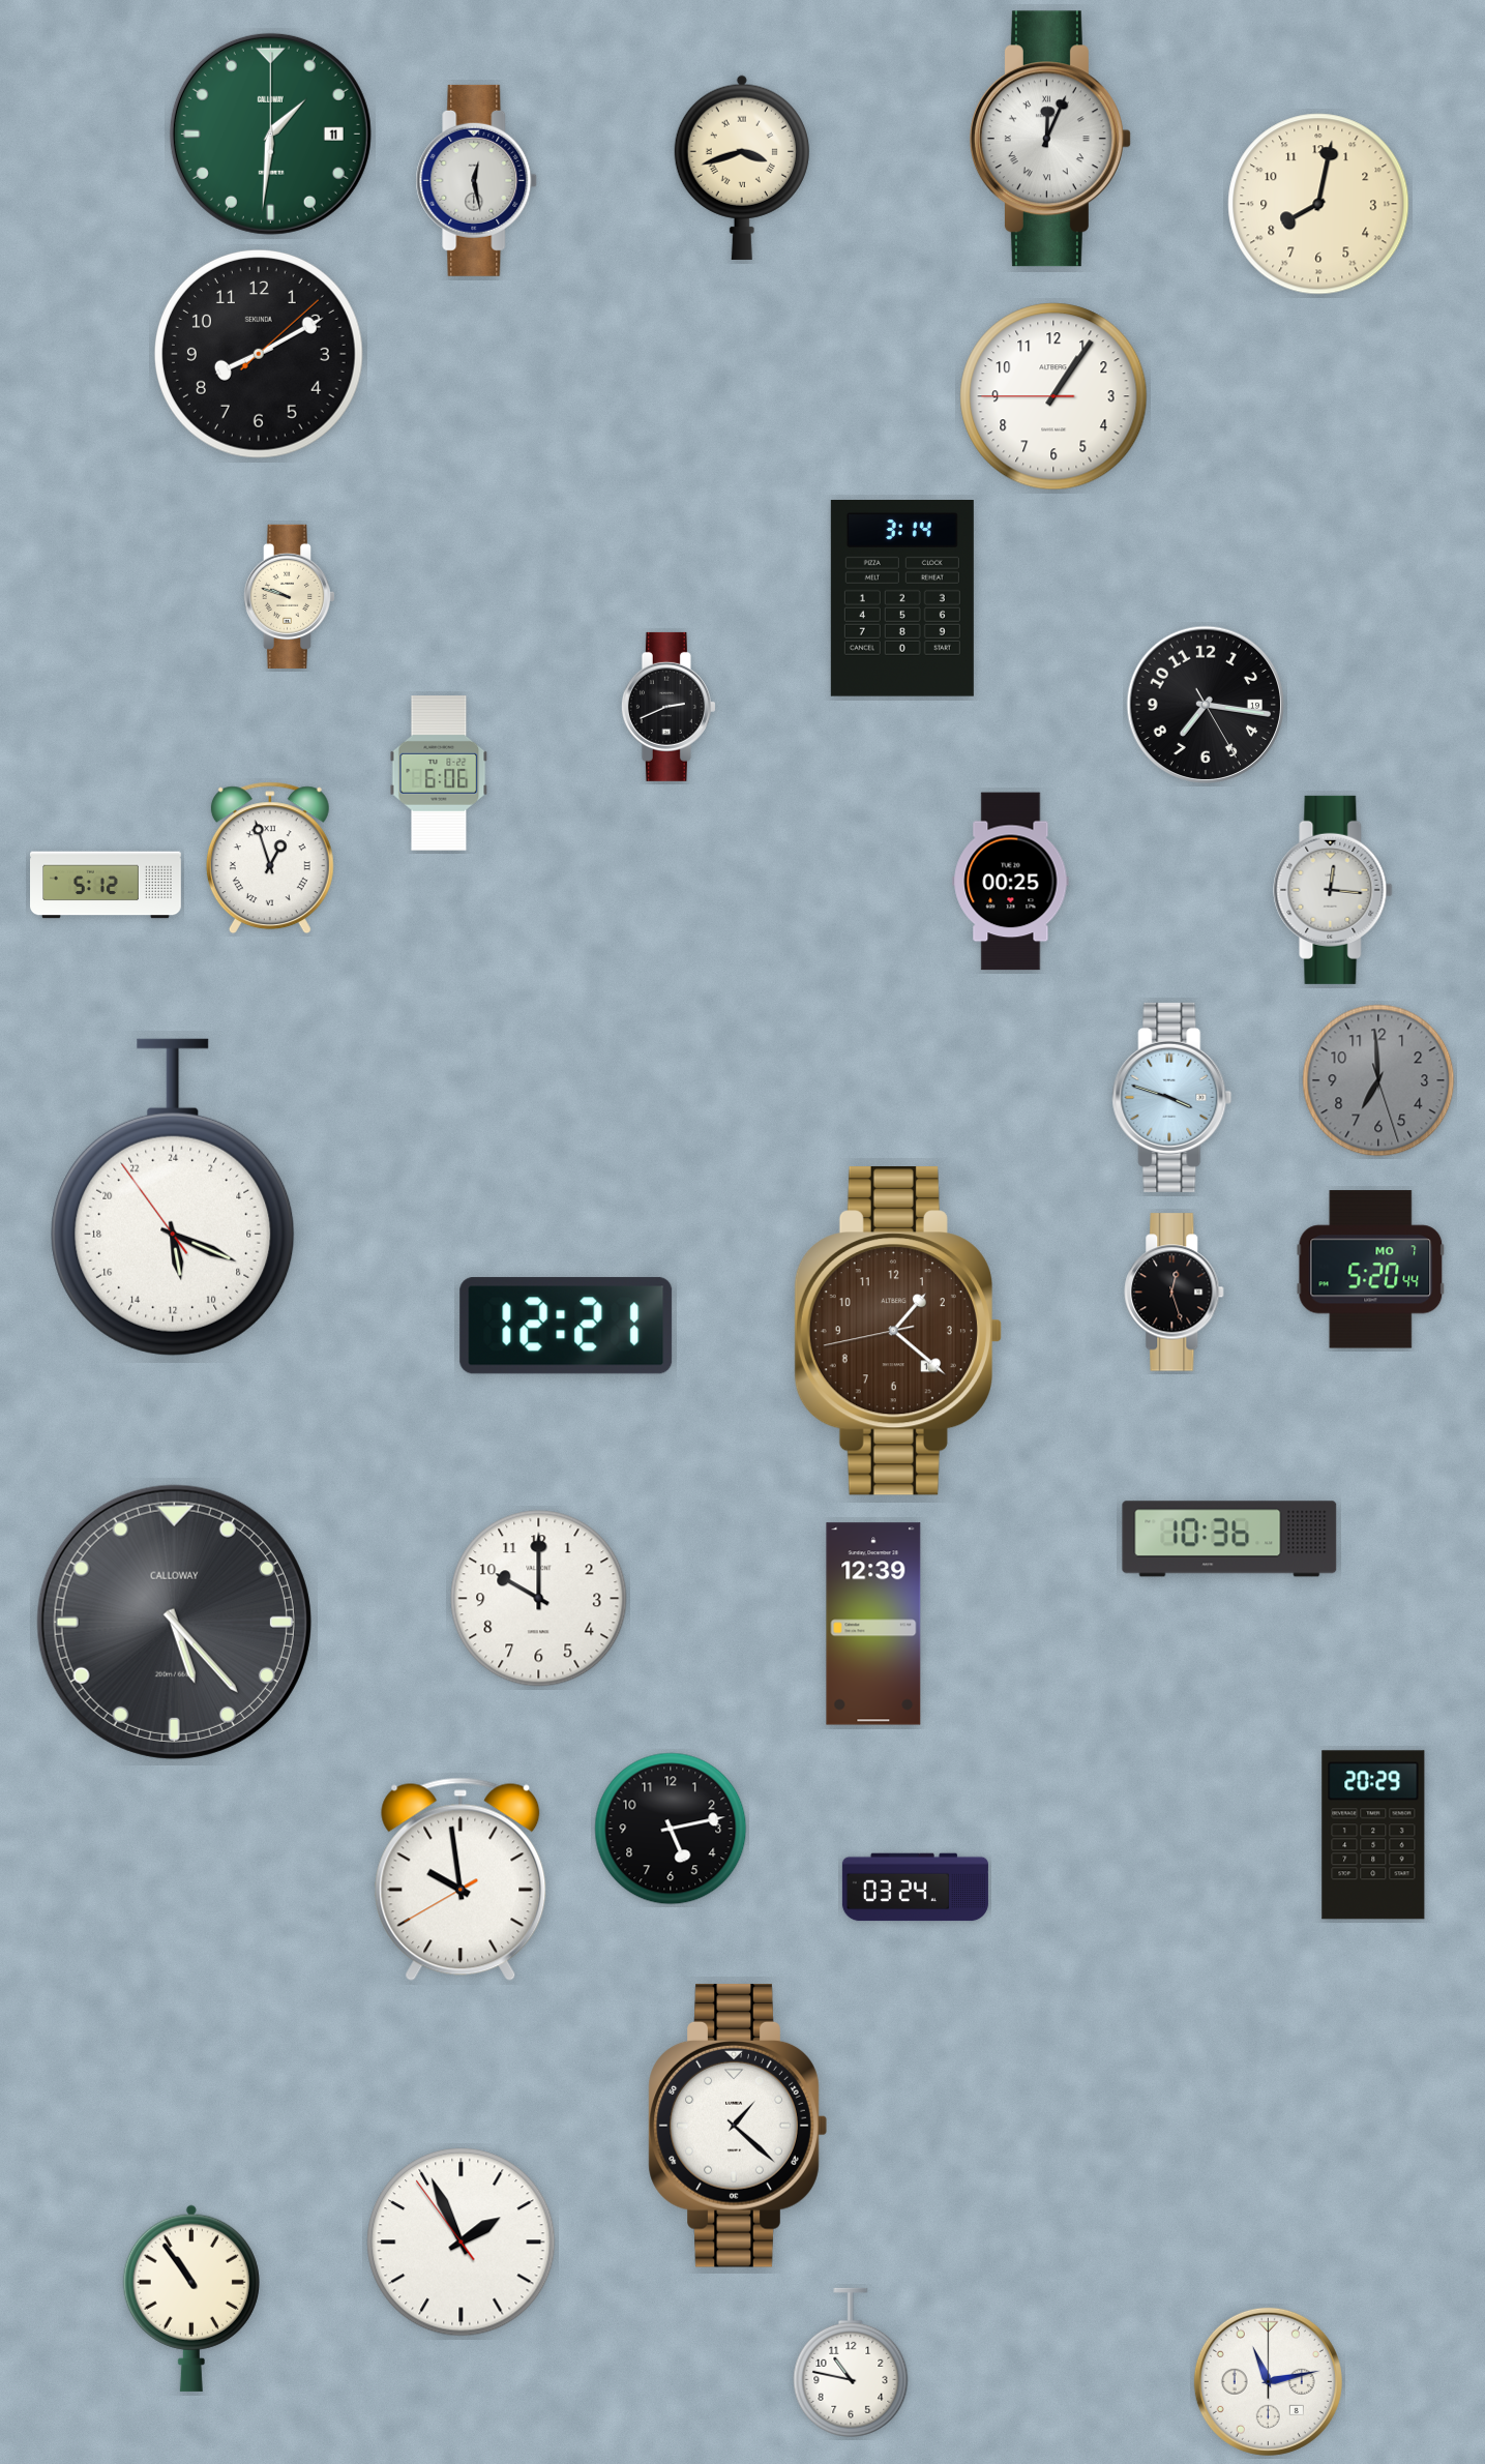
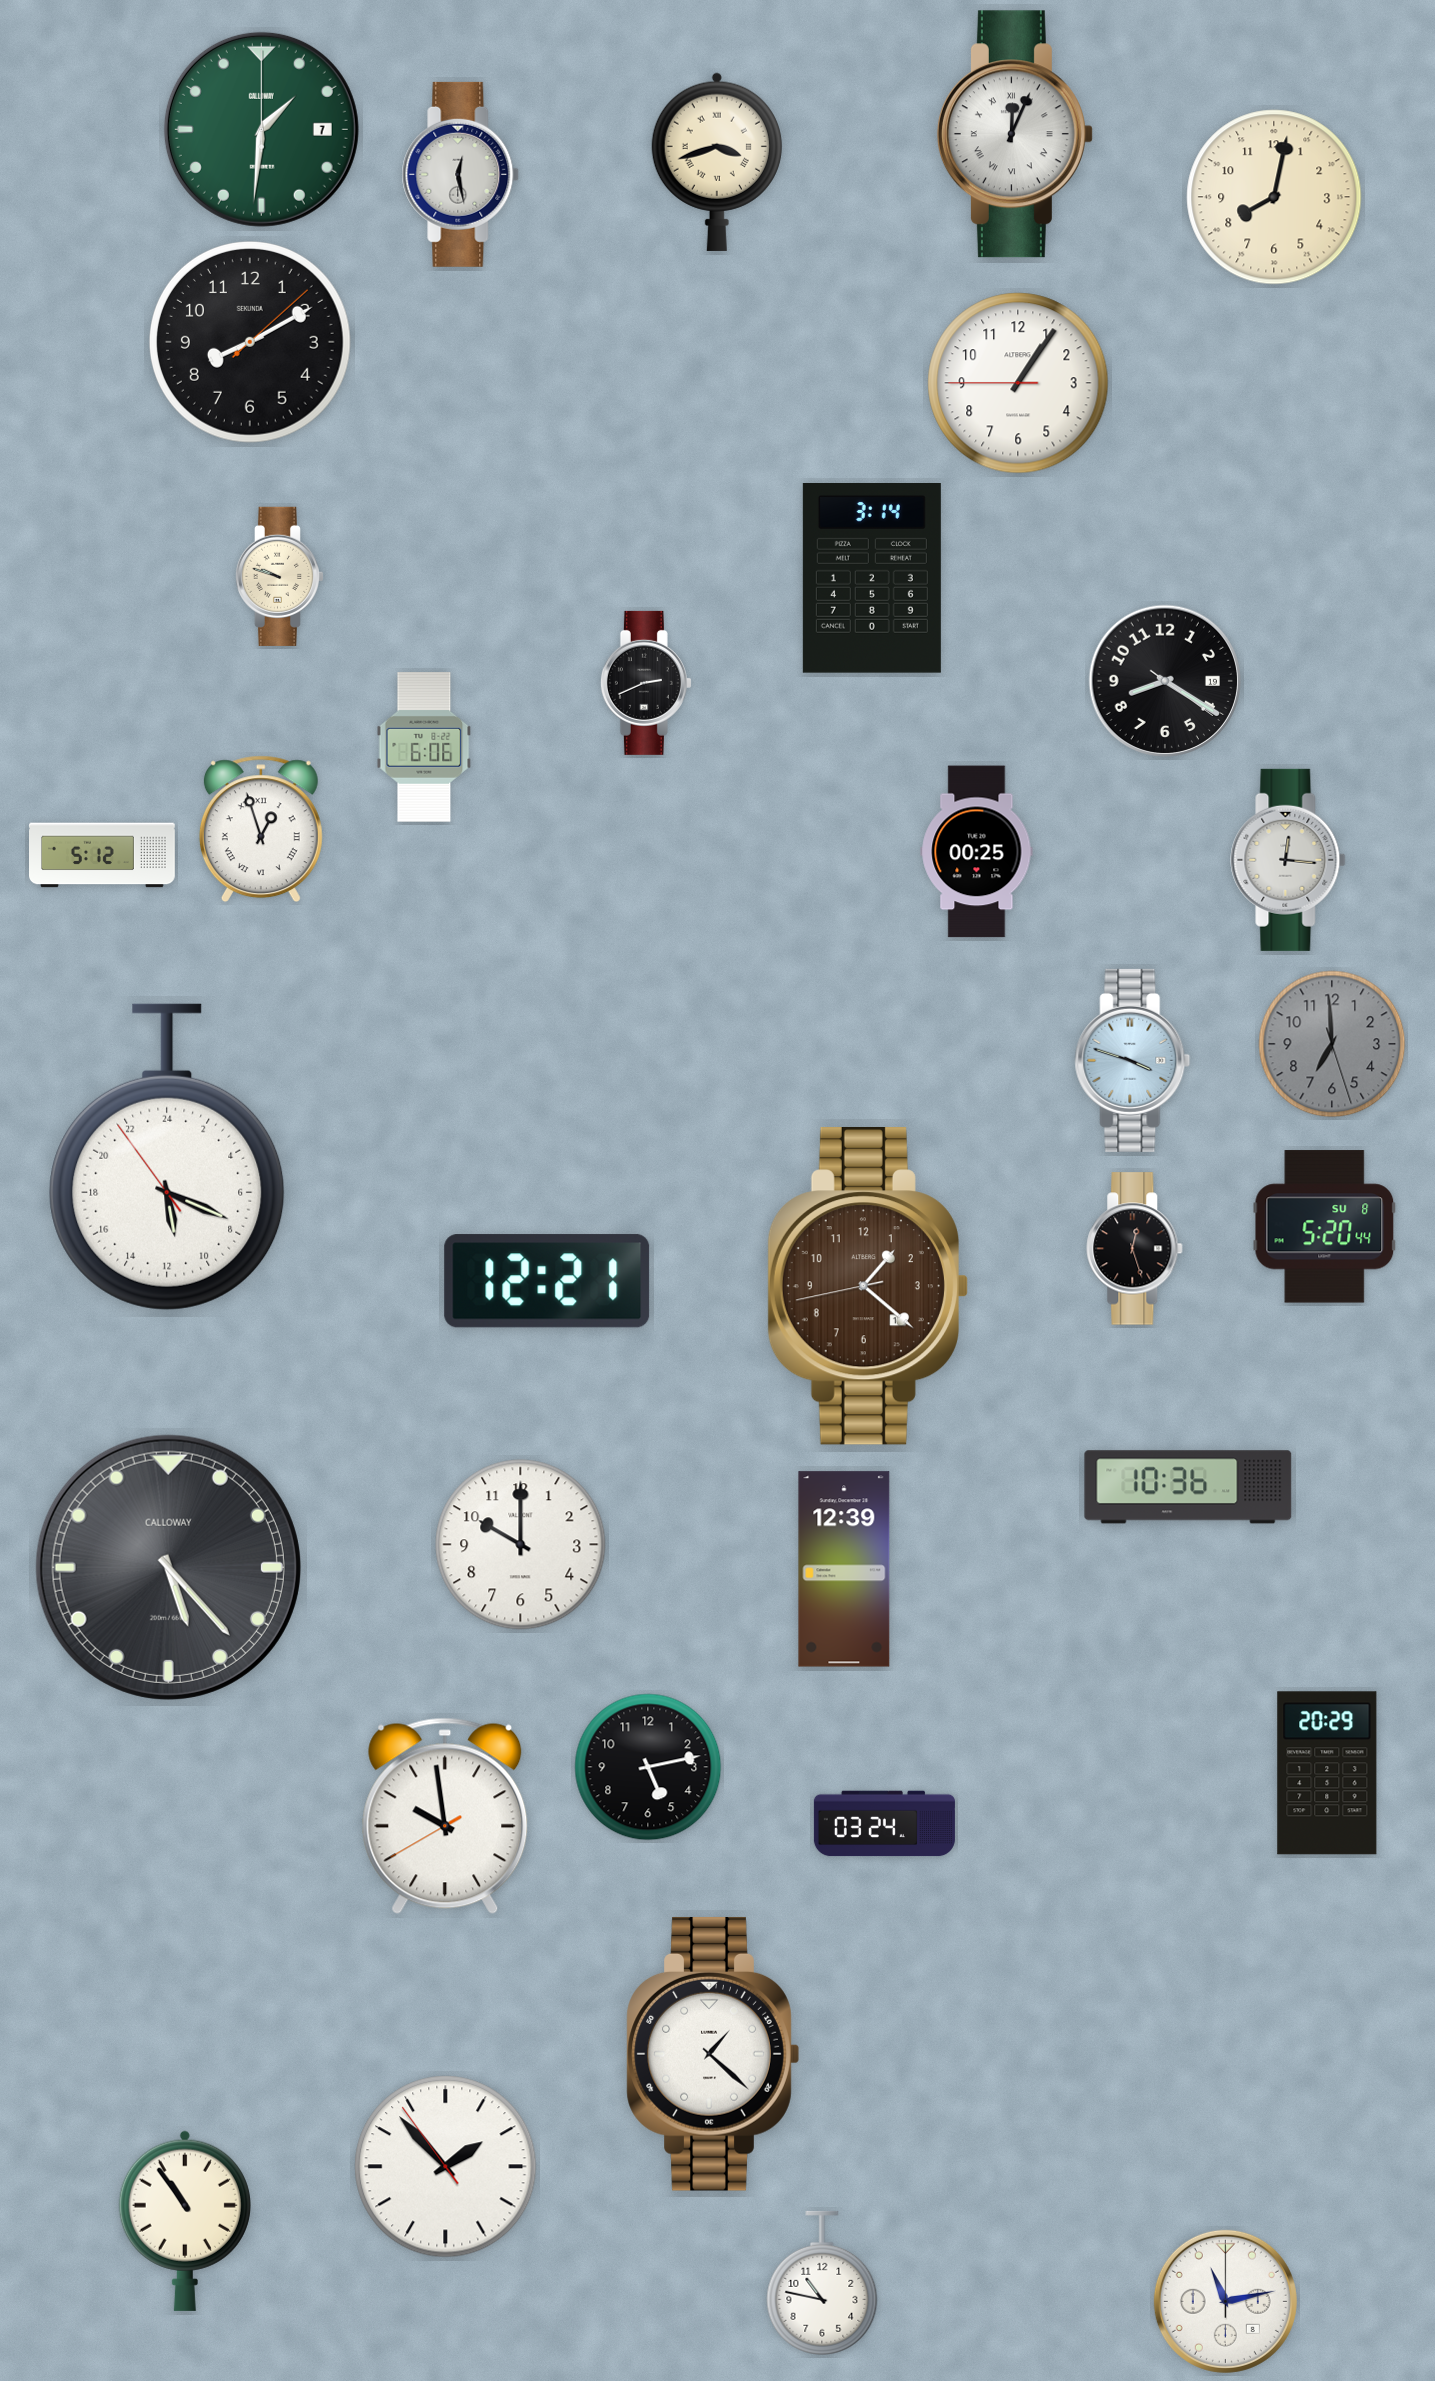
clock at (270, 133) date: 11 -> 7
clock at (1205, 704): 7:16 -> 8:20
clock at (1371, 1270) date: MO 7 -> SU 8
clock at (462, 2243): 1:55 -> 1:52
